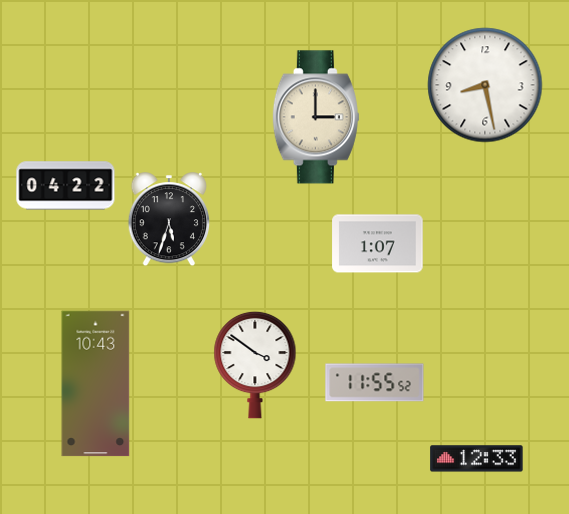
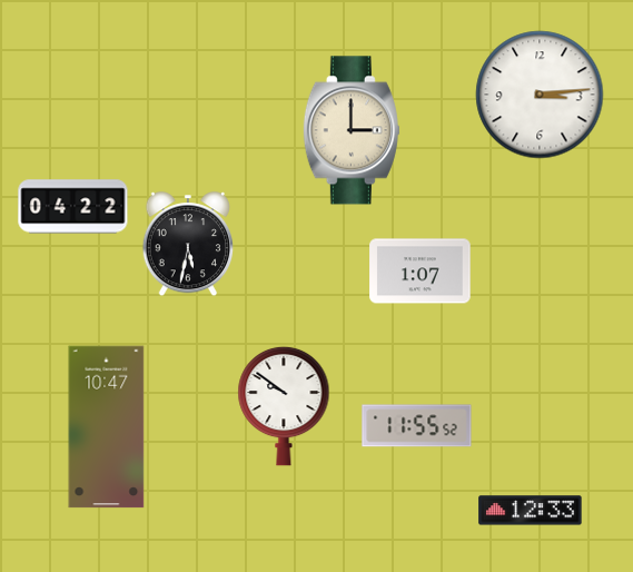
clock at (485, 85): 8:28 -> 3:14
clock at (169, 220): 5:33 -> 5:32
clock at (255, 365): 3:51 -> 9:51
clock at (96, 384): 10:43 -> 10:47
